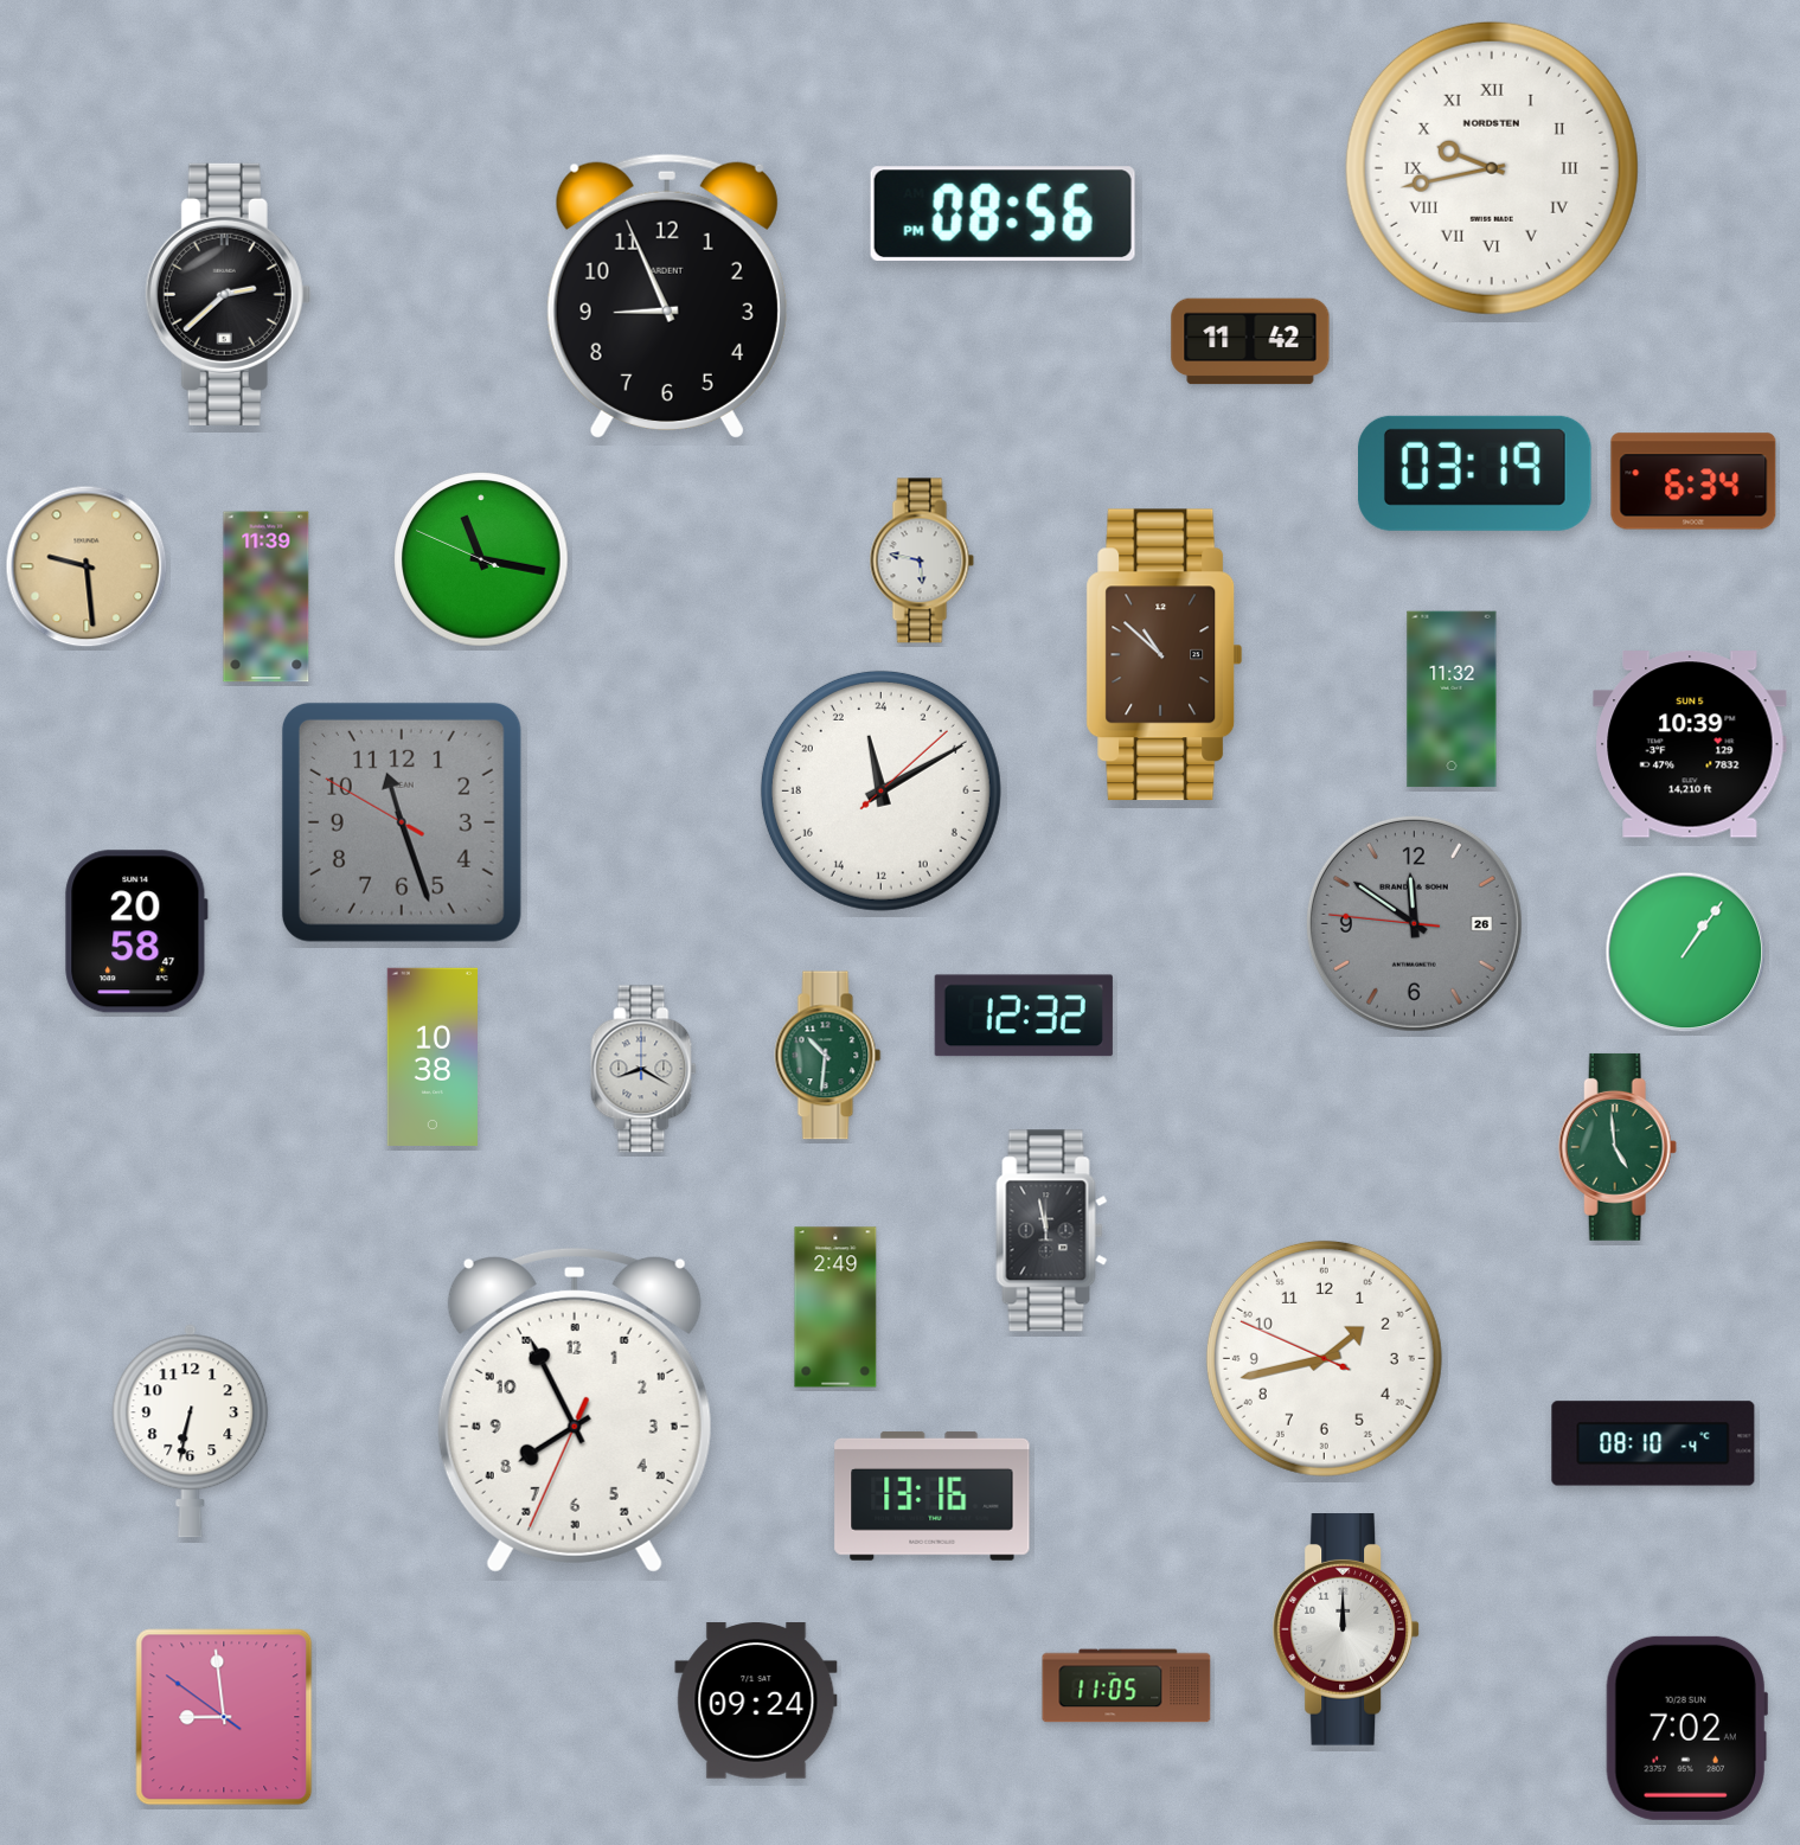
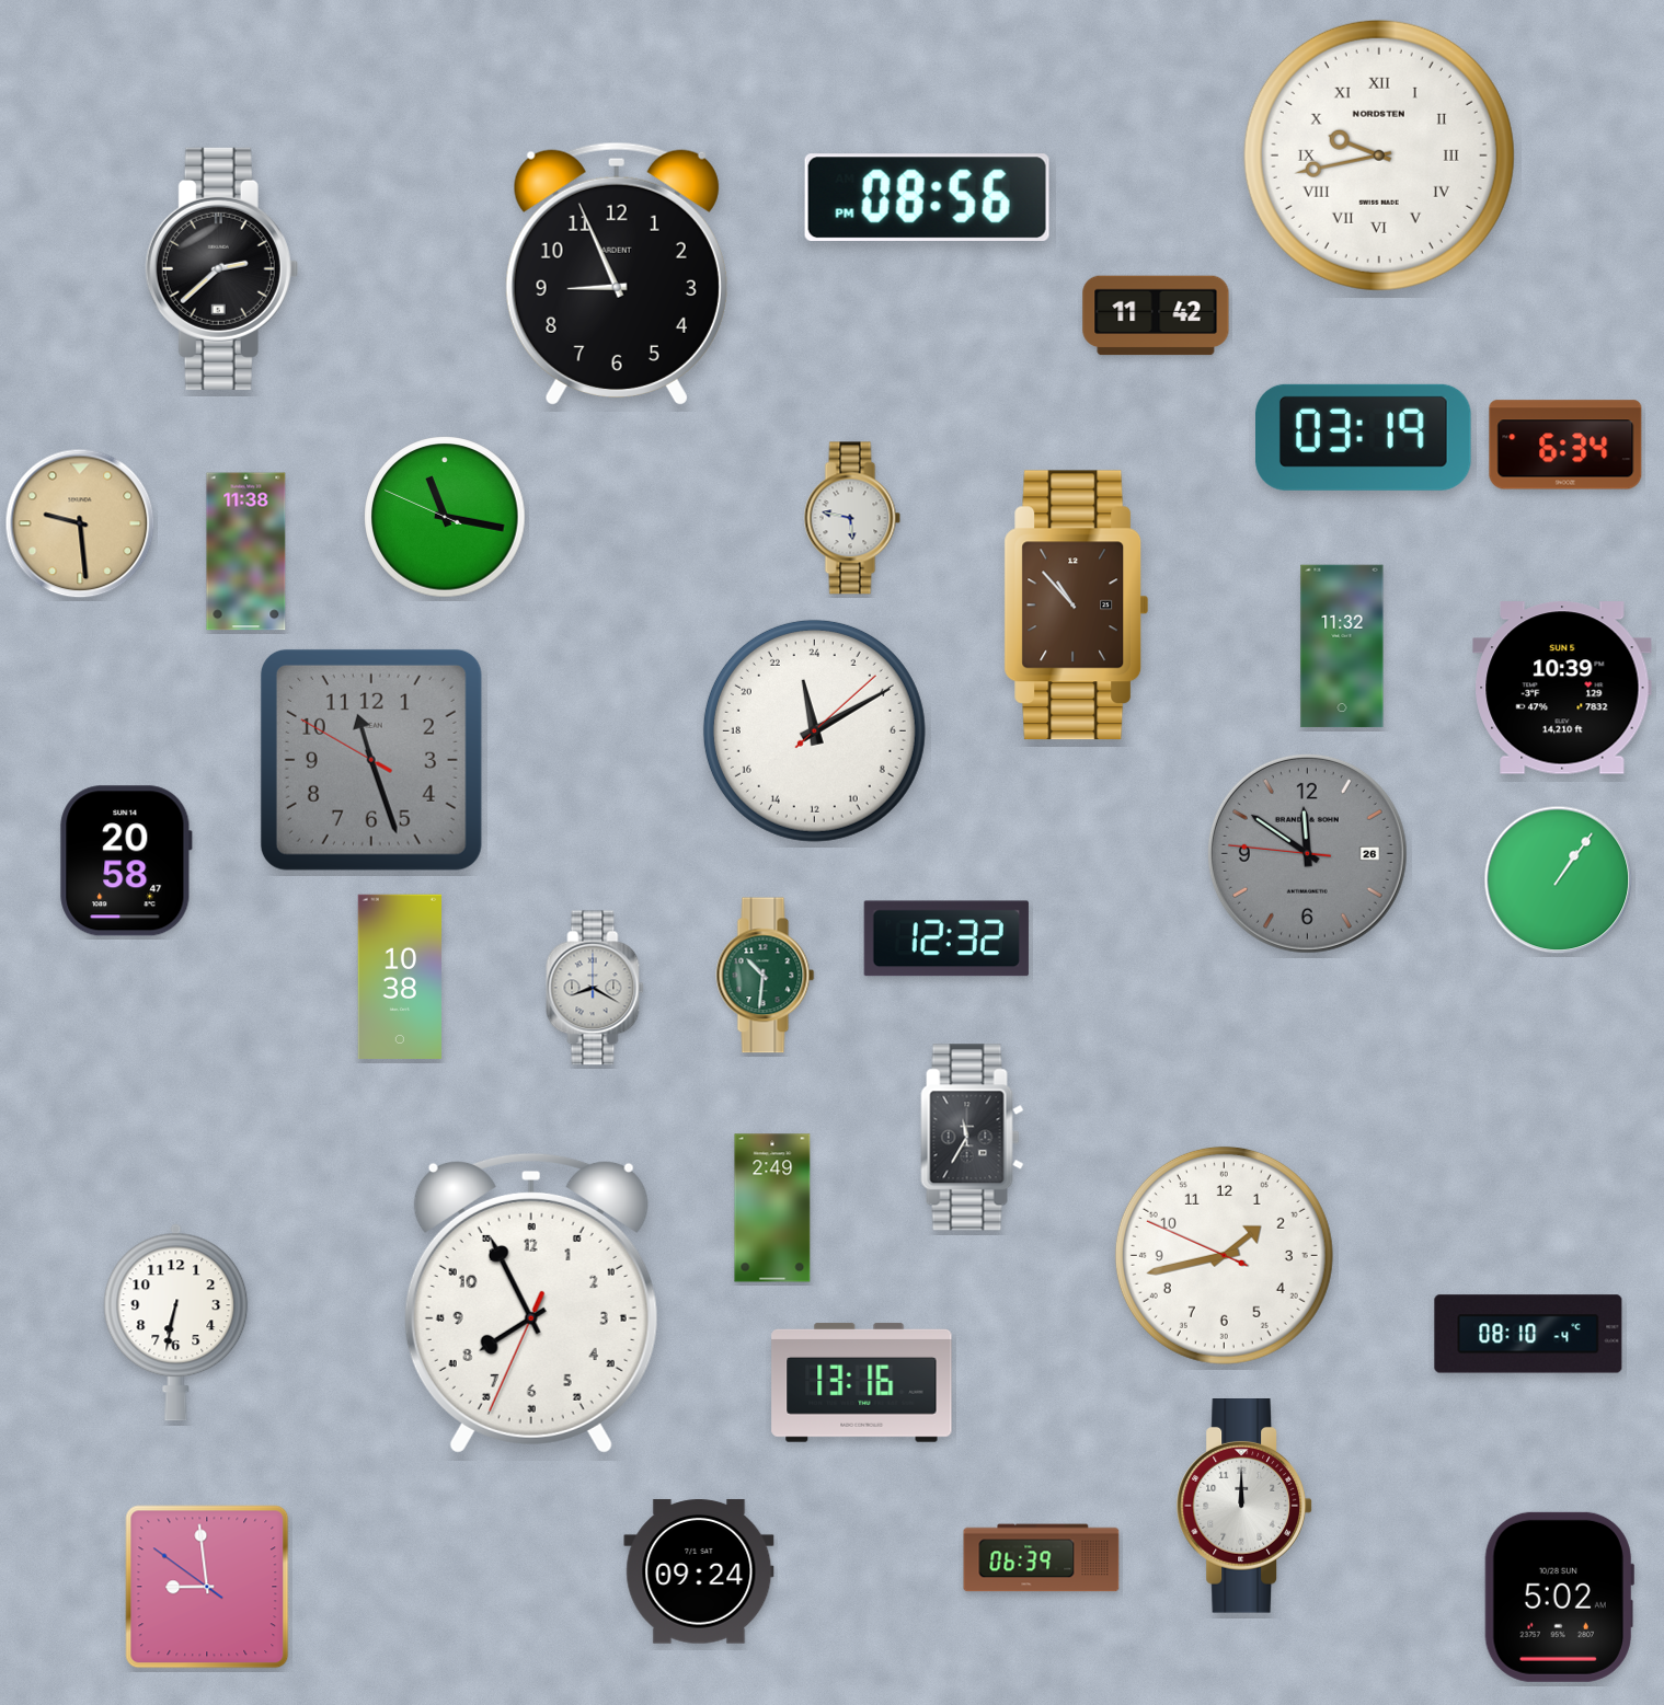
clock at (229, 294) position: (229, 294) -> (222, 268)
clock at (267, 597): 11:39 -> 11:38
clock at (1165, 655): 10:52 -> 10:53
clock at (1618, 1147): 4:59 -> none
clock at (1052, 1231): 11:58 -> 11:35
clock at (1127, 1686): 11:05 -> 06:39
clock at (1686, 1728): 7:02 -> 5:02
